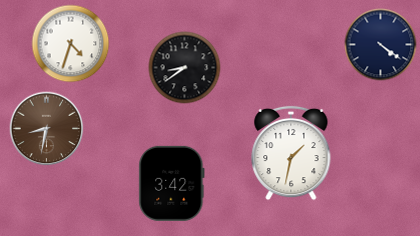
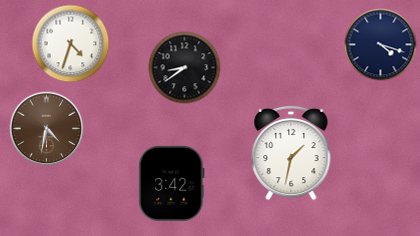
clock at (381, 45): 4:21 -> 4:18
clock at (47, 129): 8:32 -> 4:32
